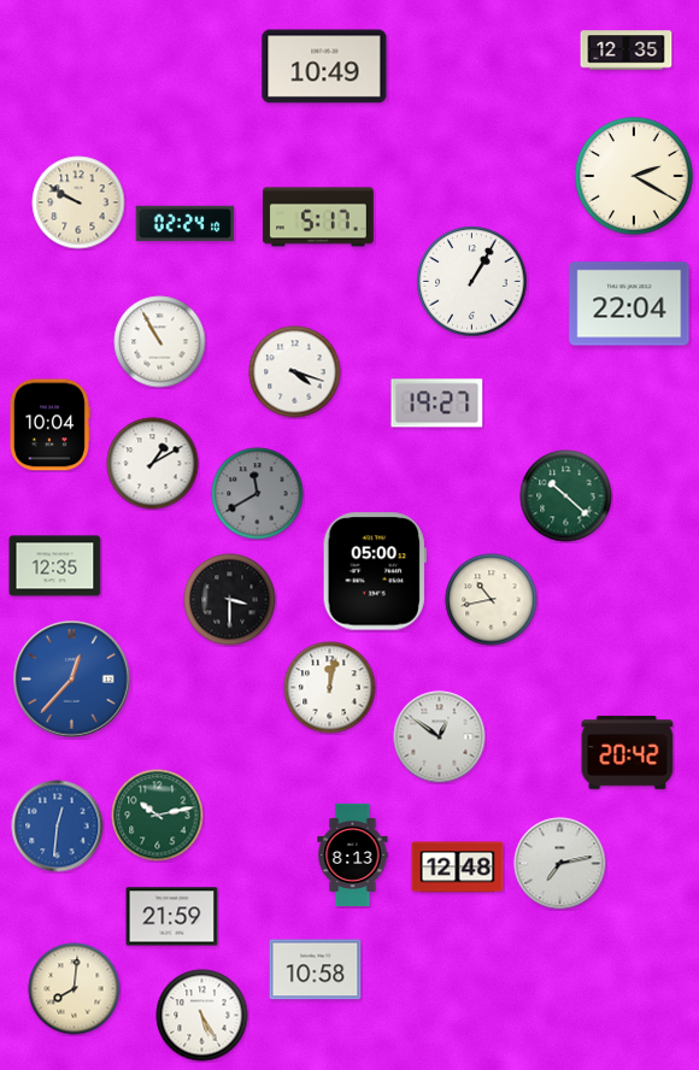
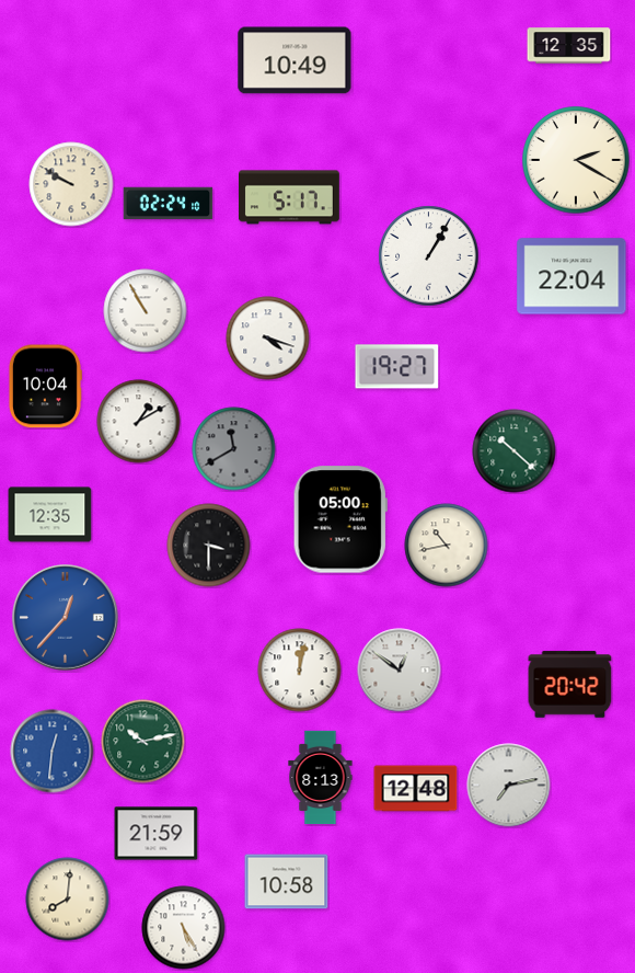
clock at (330, 688) position: (330, 688) -> (300, 671)
clock at (202, 1016) position: (202, 1016) -> (184, 928)
